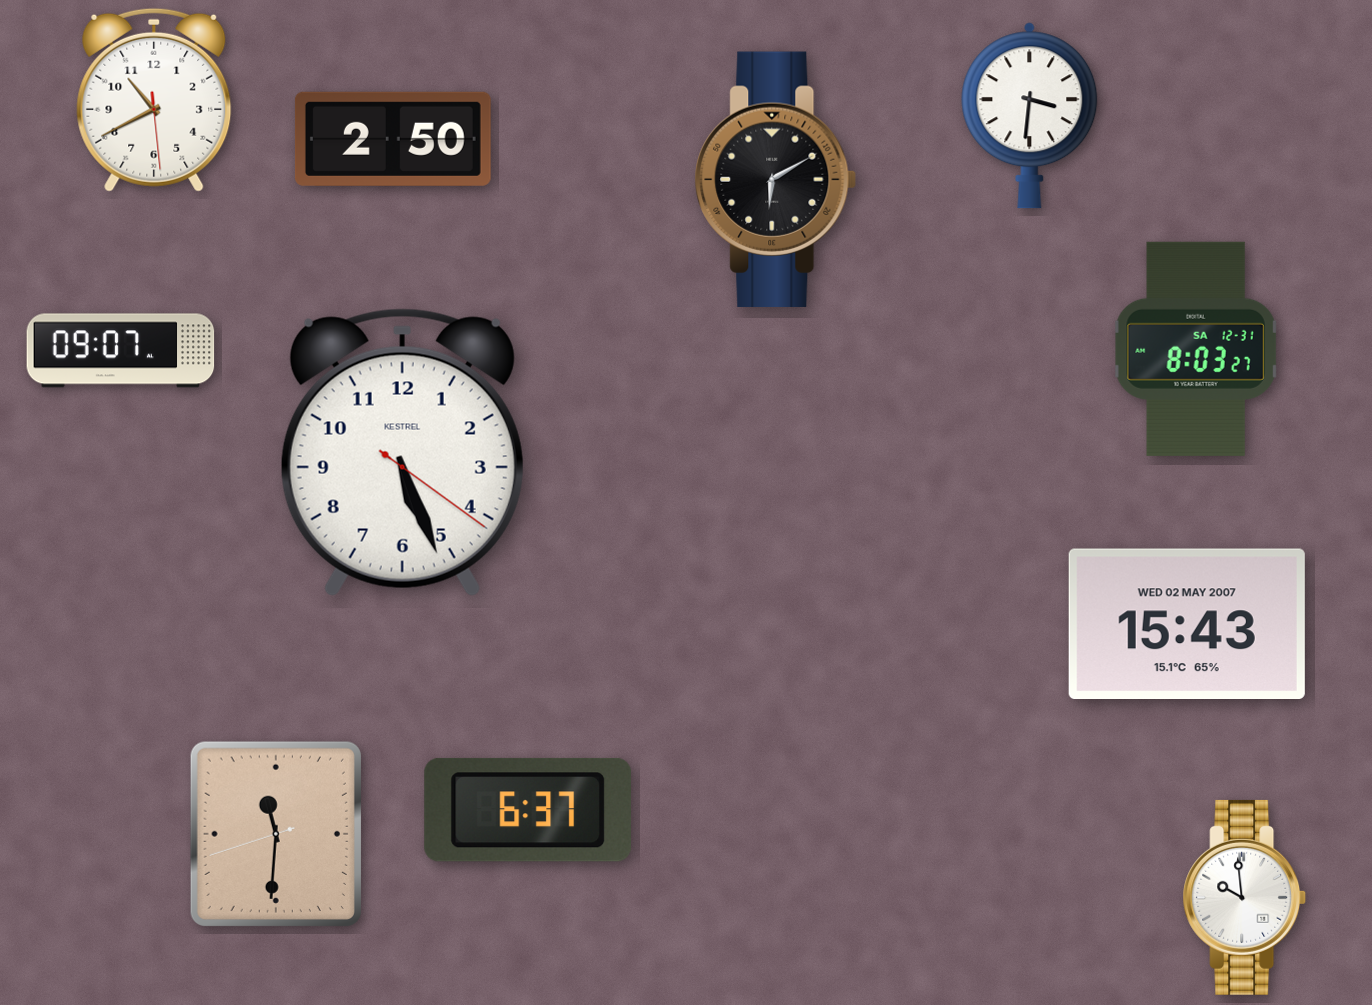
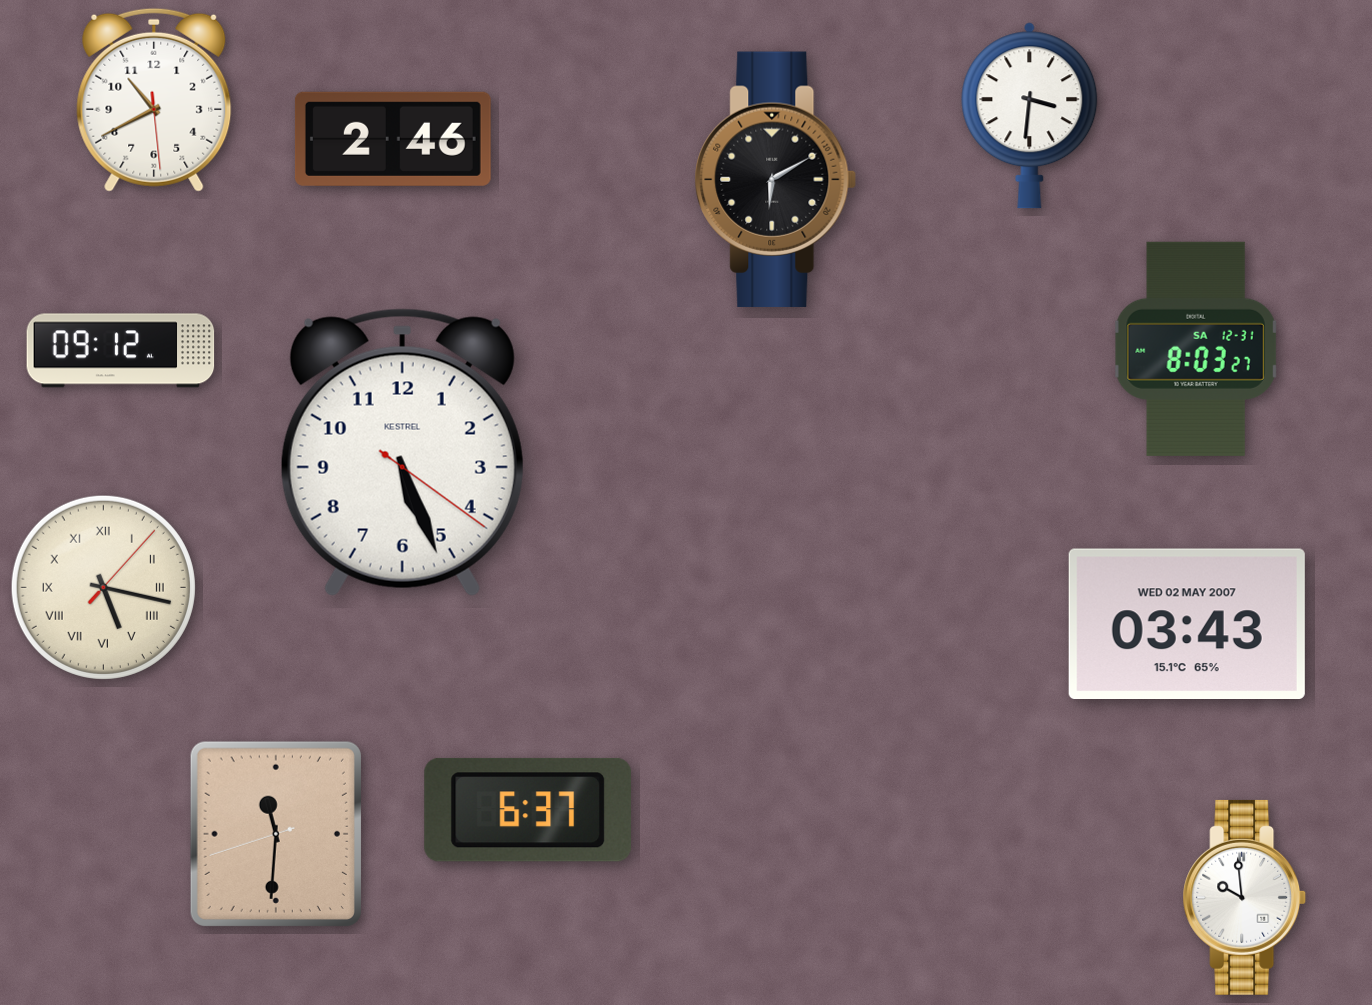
clock at (393, 139): 2:50 -> 2:46
clock at (121, 351): 09:07 -> 09:12
clock at (103, 587): none -> 5:17
clock at (1187, 623): 15:43 -> 03:43
